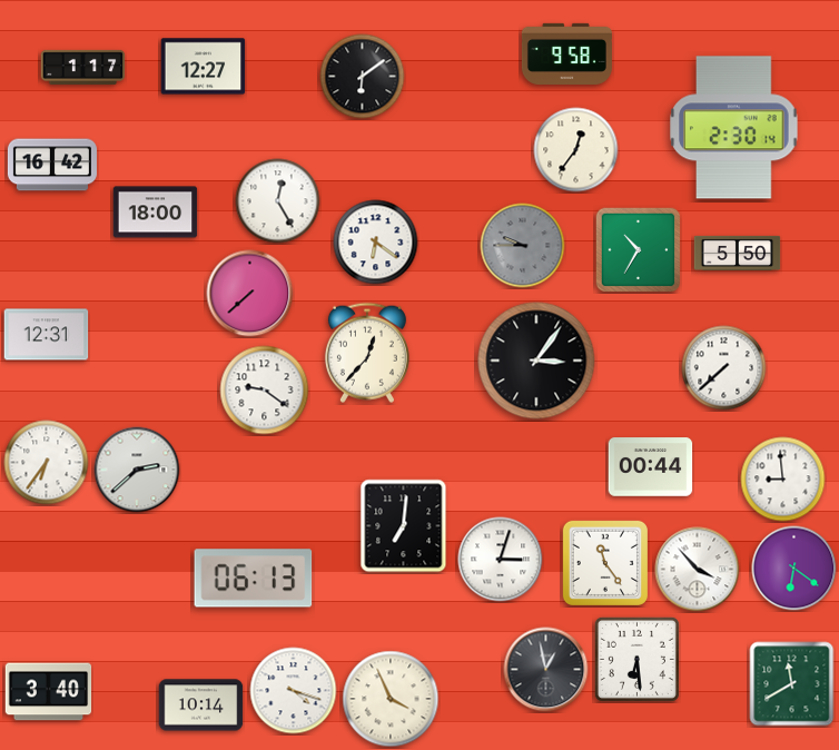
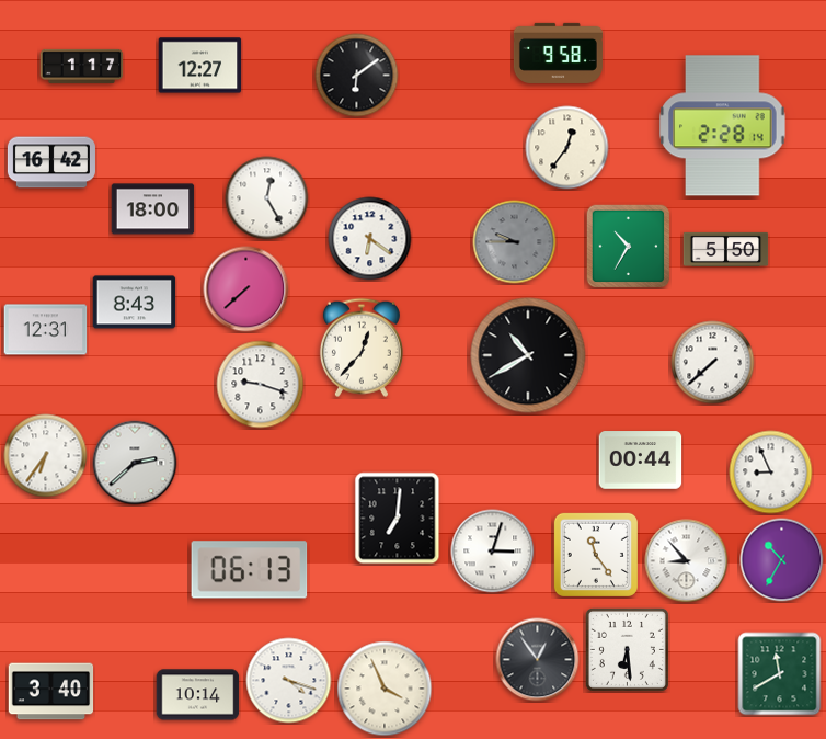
clock at (734, 128): 2:30 -> 2:28
clock at (278, 201) position: (278, 201) -> (267, 198)
clock at (135, 303): none -> 8:43
clock at (536, 361): 3:06 -> 10:40
clock at (265, 391): 9:21 -> 9:18
clock at (783, 480): 8:59 -> 8:56
clock at (794, 569): 6:21 -> 10:35
clock at (698, 570): 3:53 -> 8:53
clock at (546, 670): 12:58 -> 12:54
clock at (49, 692) position: (49, 692) -> (51, 692)
